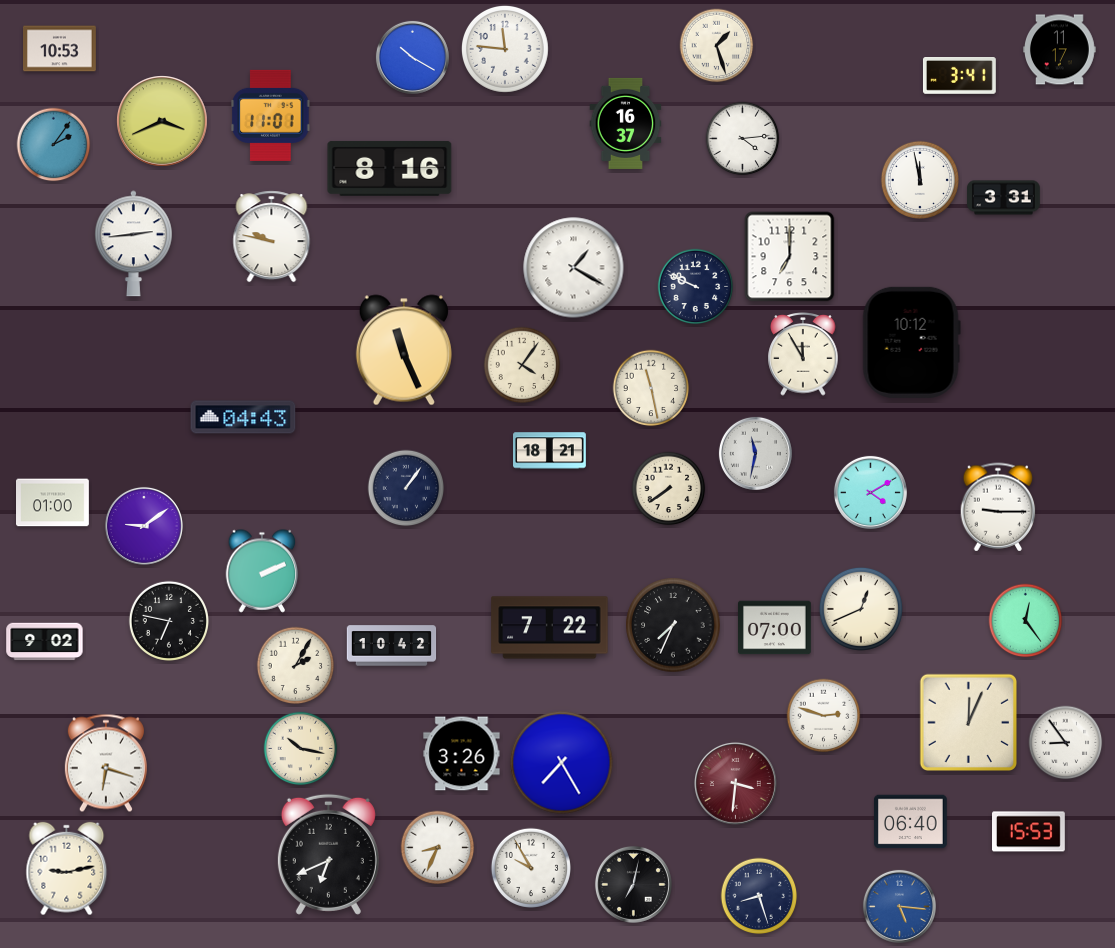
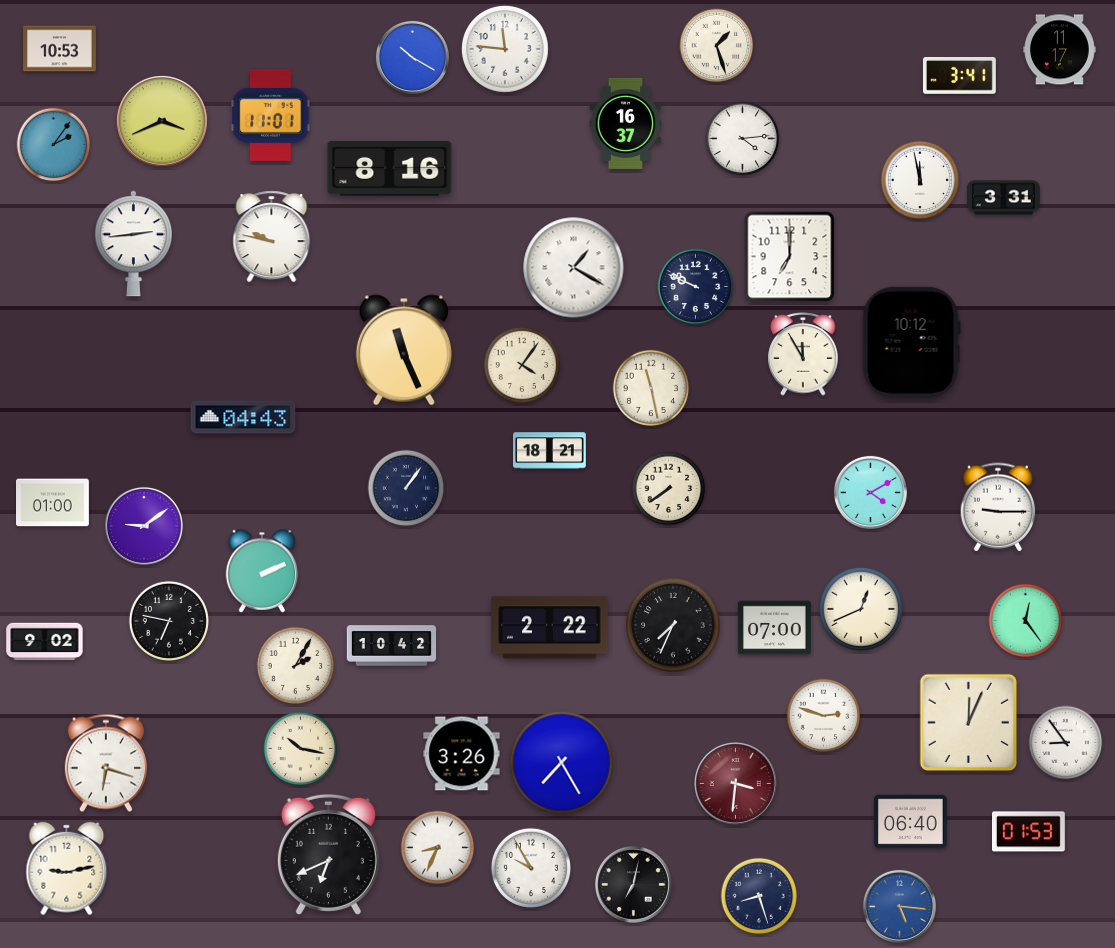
clock at (755, 453): 11:32 -> none
clock at (550, 628): 7:22 -> 2:22
clock at (1029, 832): 15:53 -> 01:53
